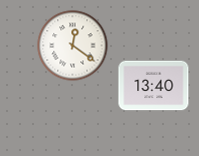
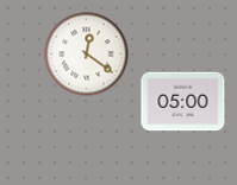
clock at (154, 86): 13:40 -> 05:00
